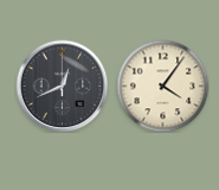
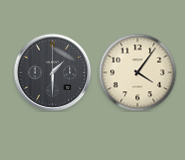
clock at (62, 85): 12:41 -> 1:30
